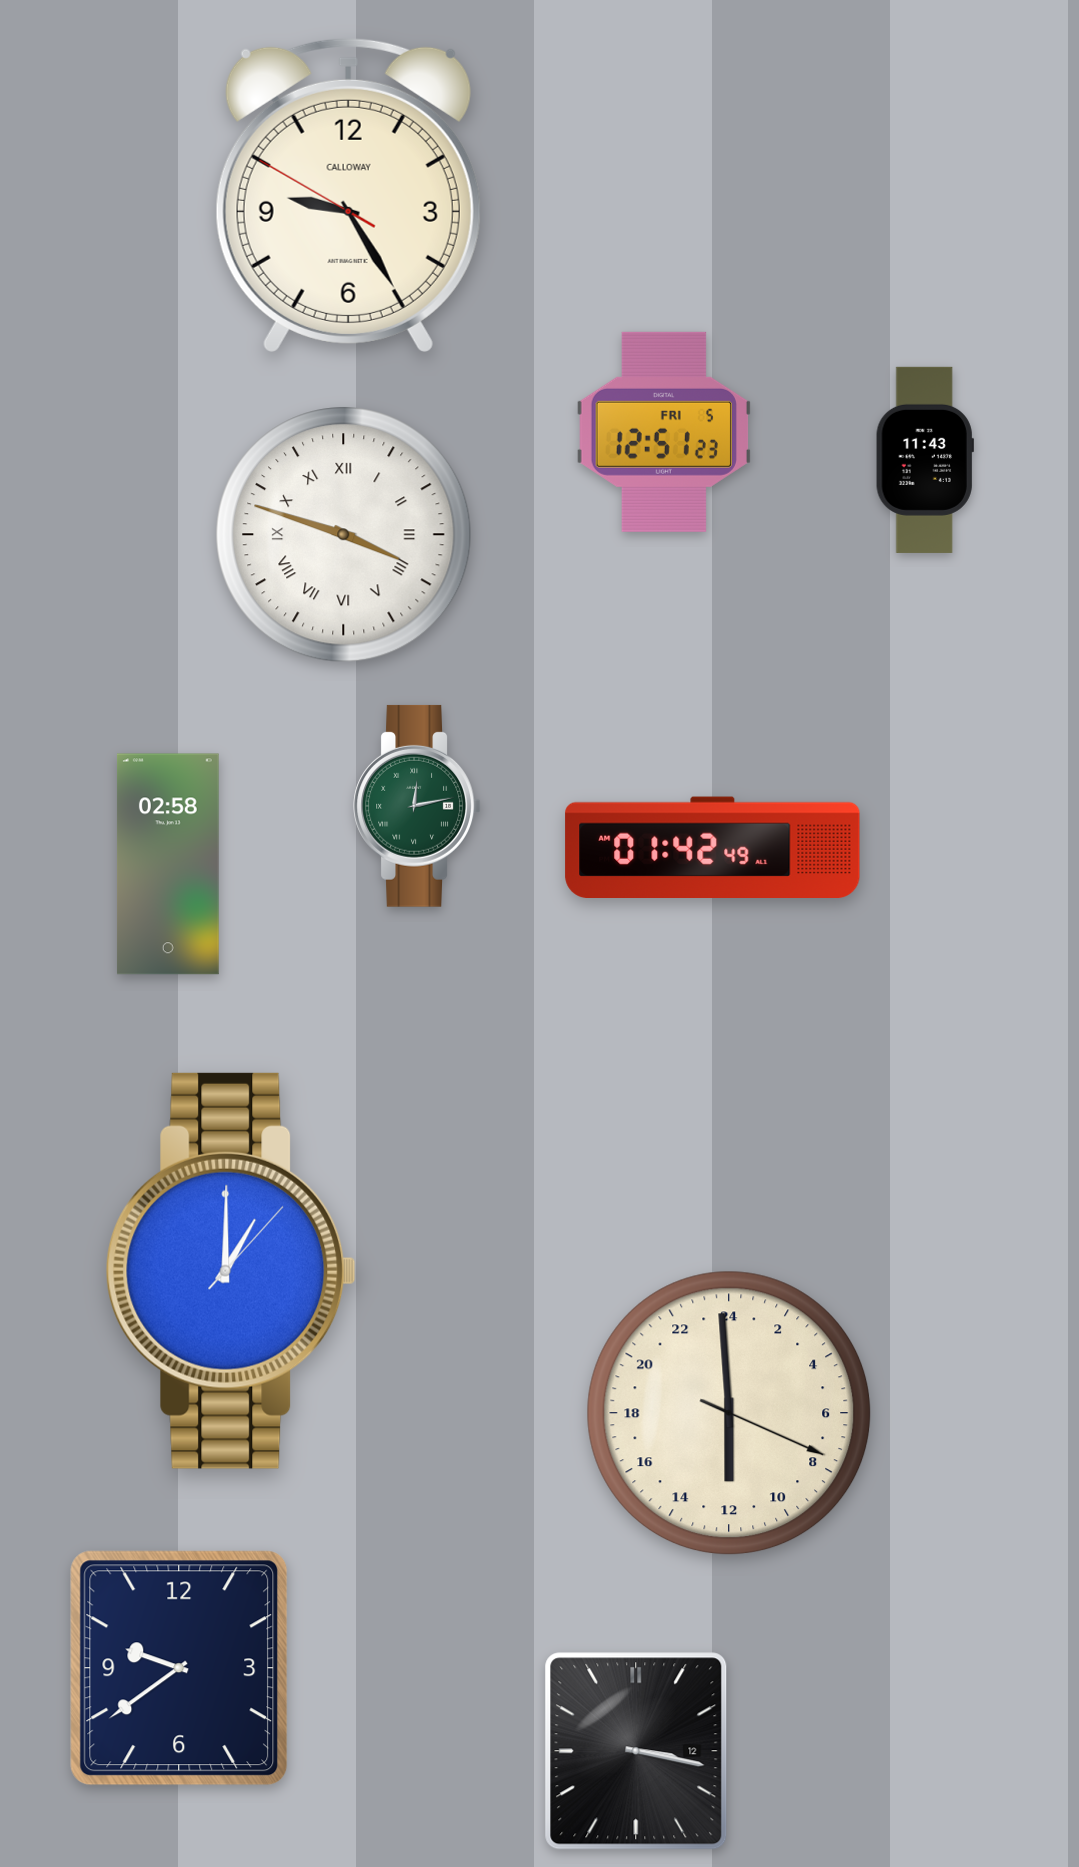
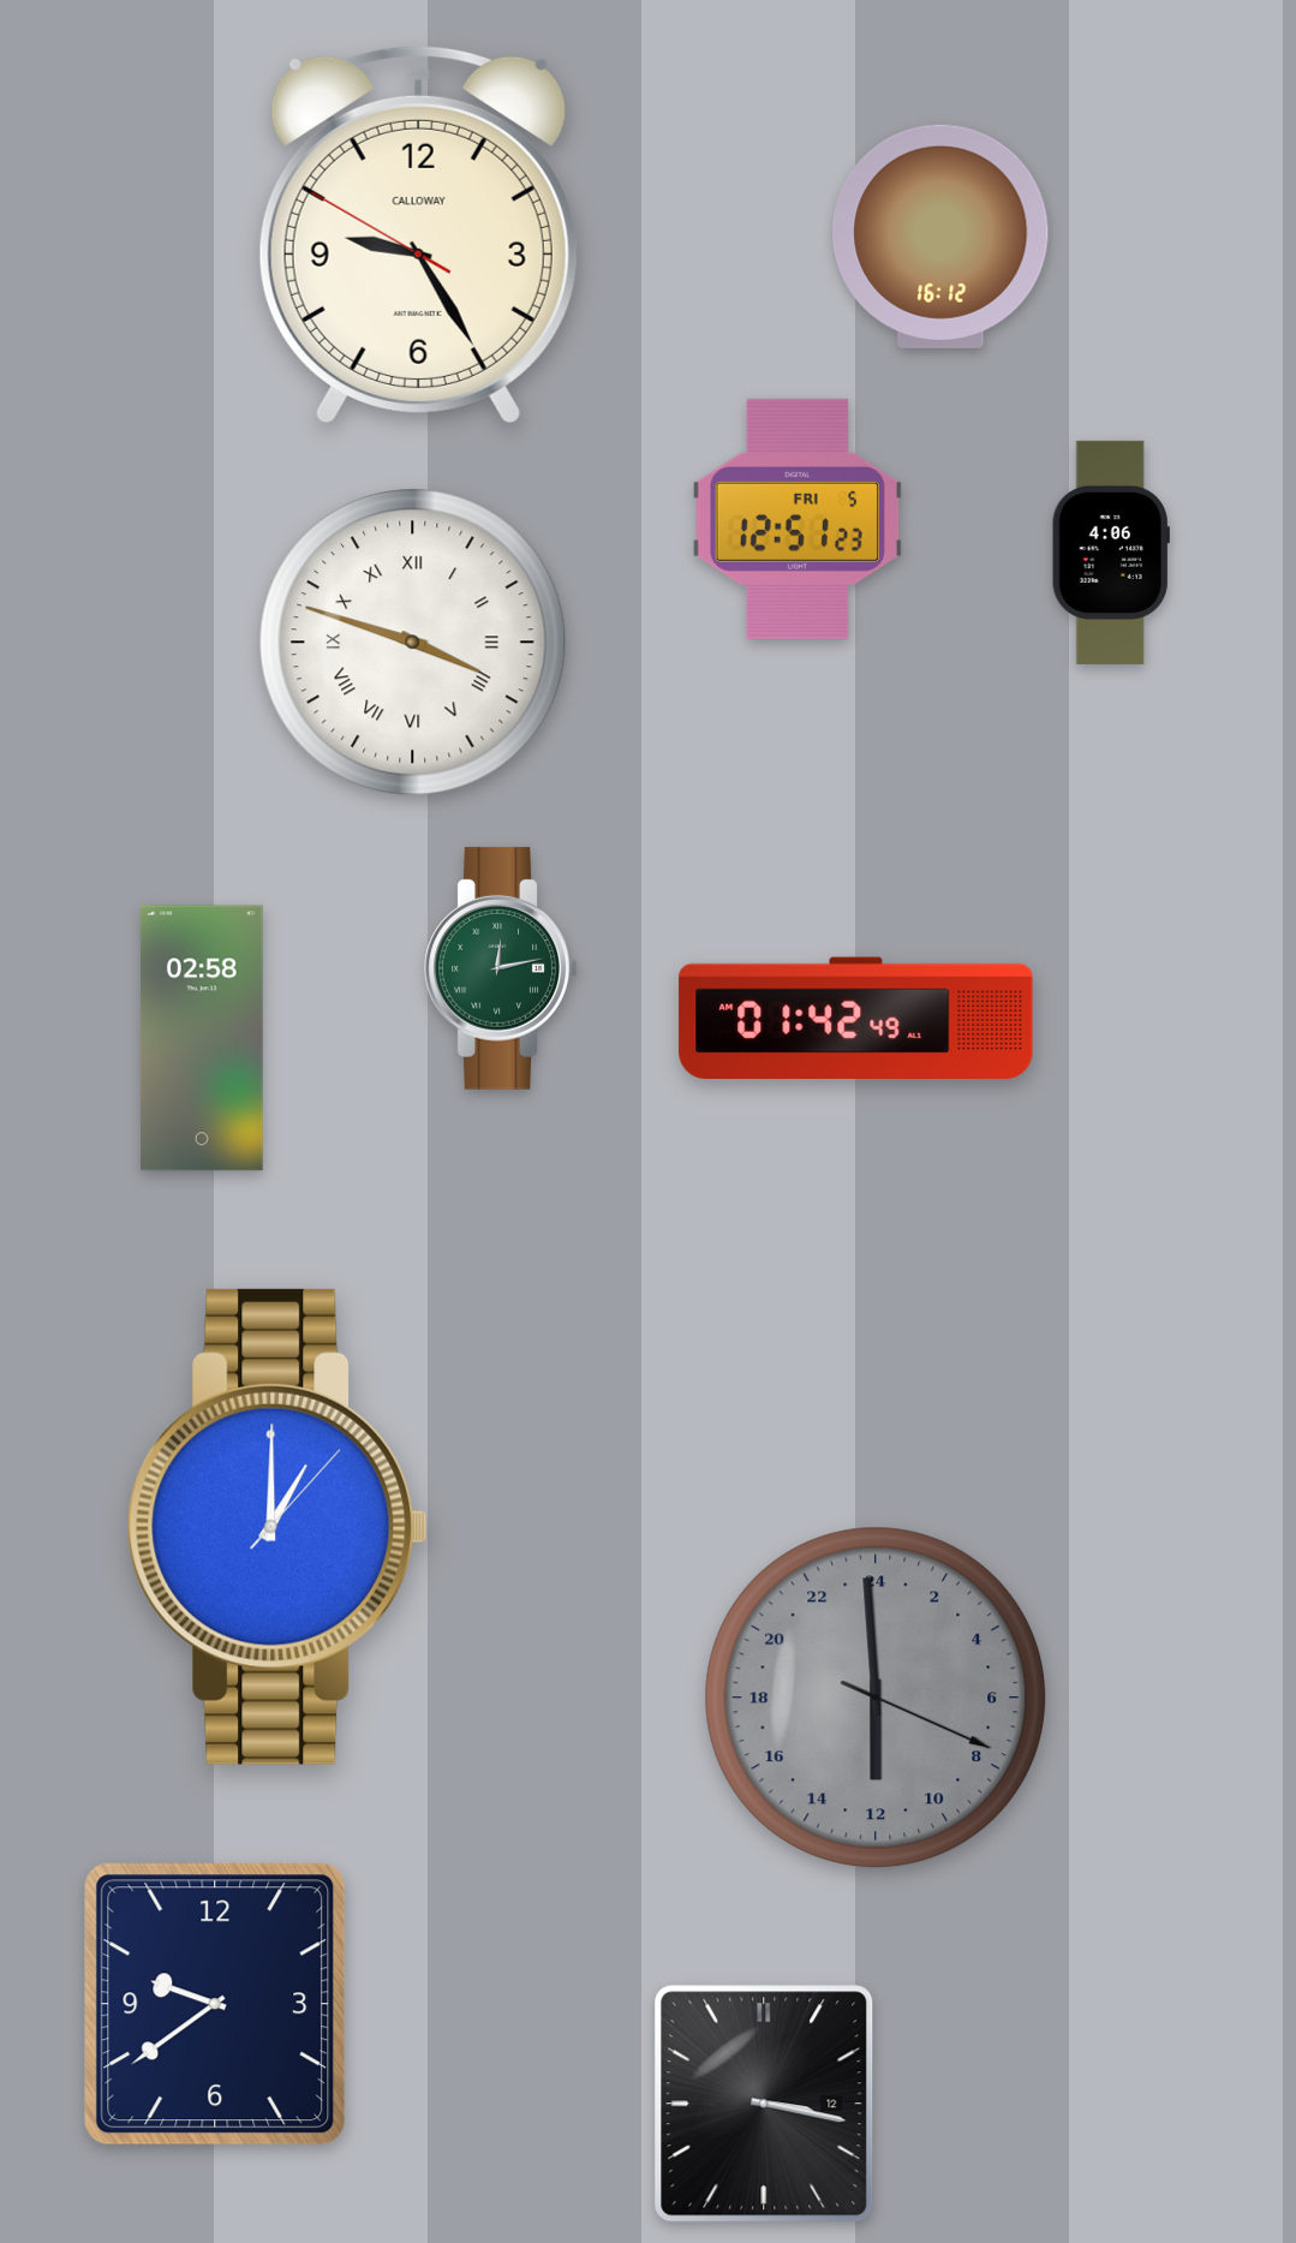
clock at (940, 237): none -> 16:12
clock at (925, 460): 11:43 -> 4:06
clock at (729, 1413) dial: cream -> grey
